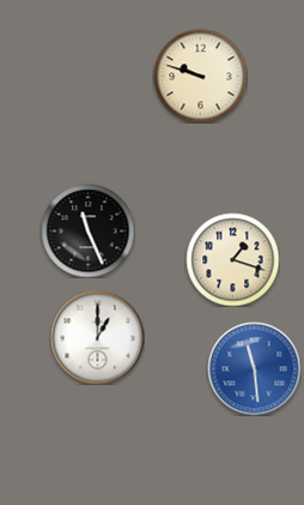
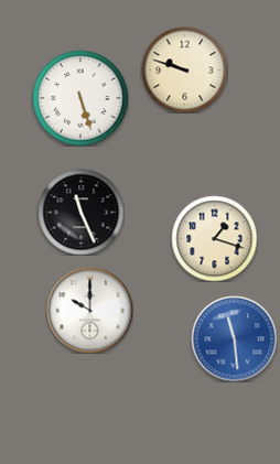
clock at (80, 98): none -> 5:27
clock at (97, 337): 1:00 -> 10:00
